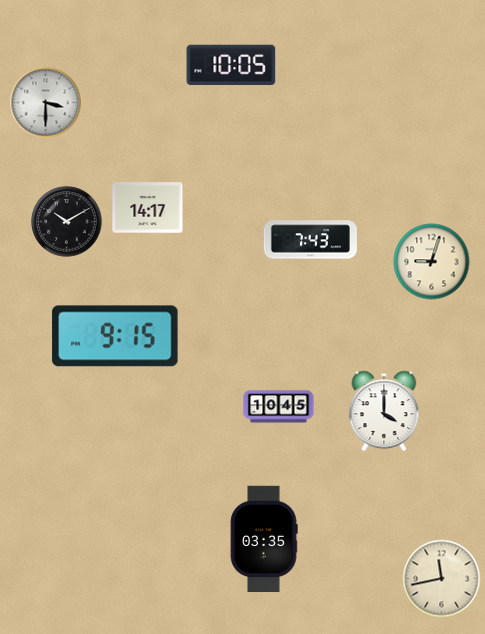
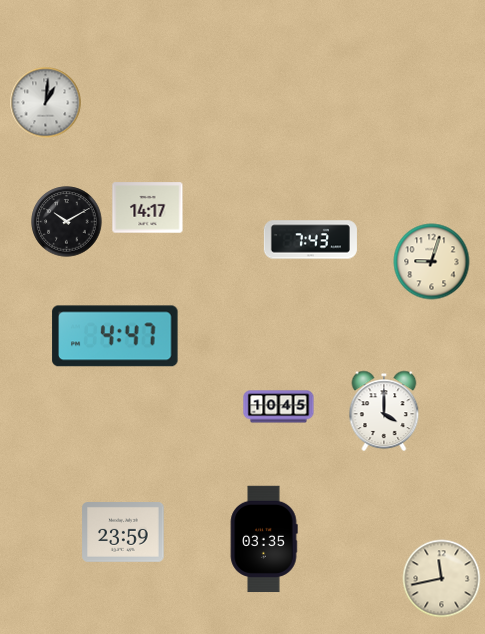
clock at (231, 65): 10:05 -> none
clock at (46, 103): 3:30 -> 1:01
clock at (115, 336): 9:15 -> 4:47
clock at (123, 533): none -> 23:59
